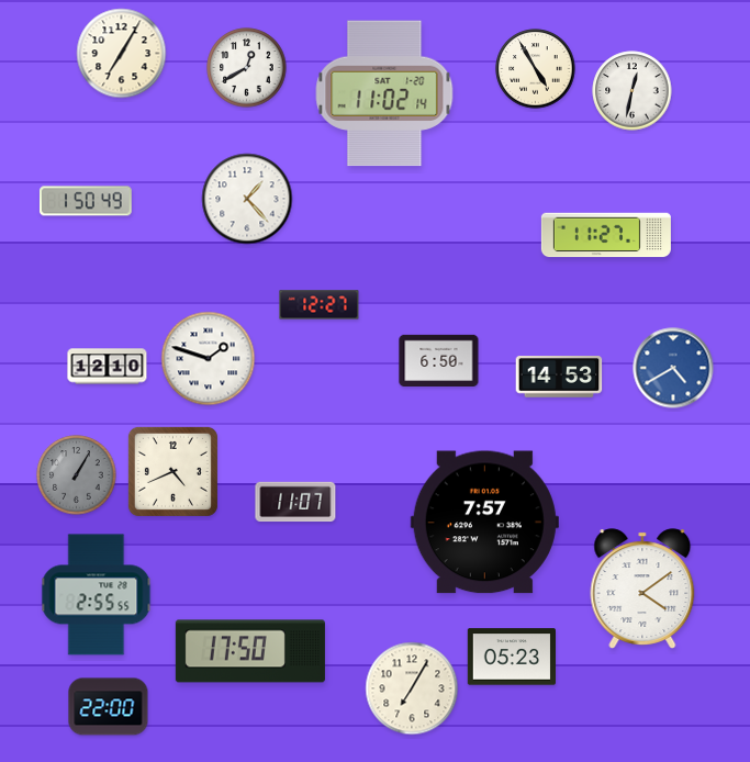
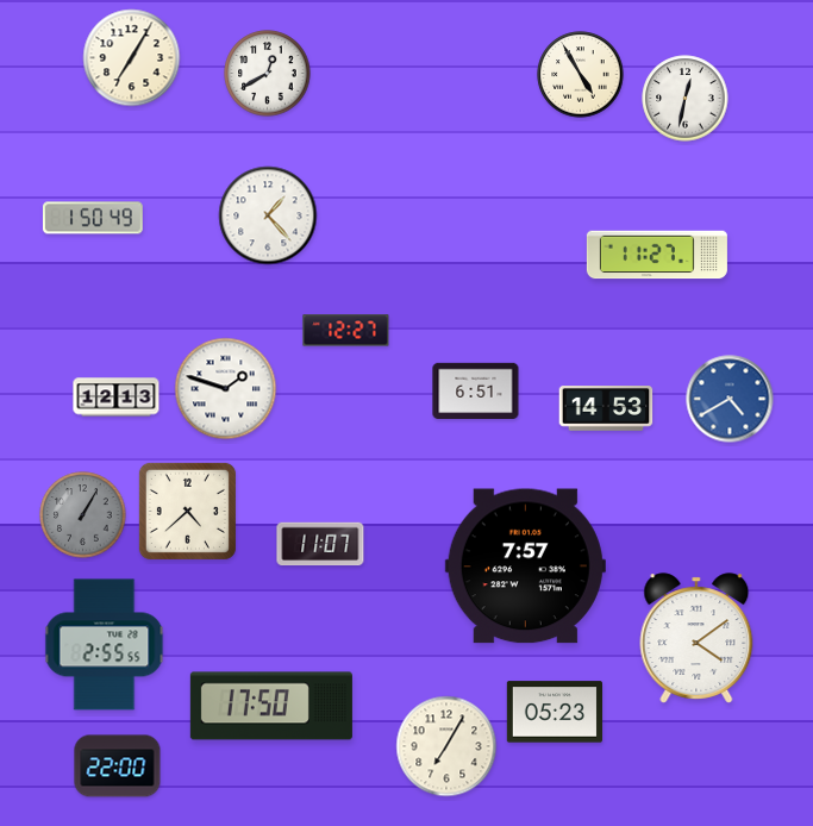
clock at (384, 93): 11:02 -> none
clock at (439, 360): 6:50 -> 6:51
clock at (108, 367): 12:10 -> 12:13
clock at (172, 471): 4:41 -> 4:38
